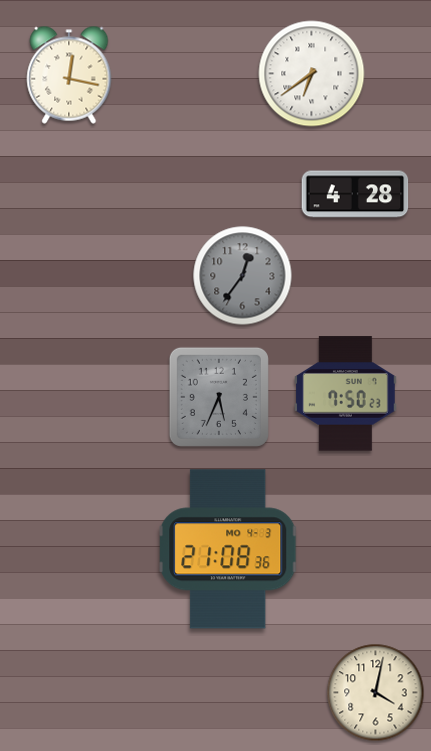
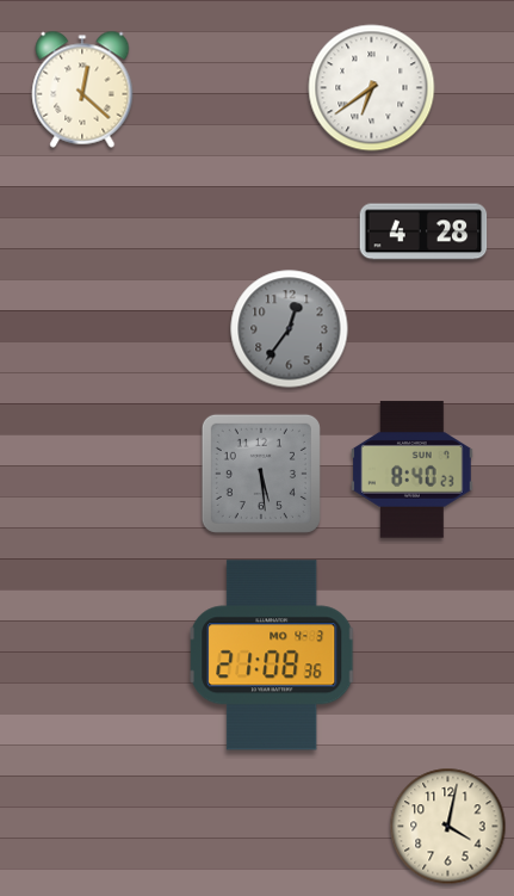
clock at (69, 75): 12:17 -> 12:22
clock at (346, 394): 7:50 -> 8:40
clock at (219, 397): 5:34 -> 5:29
